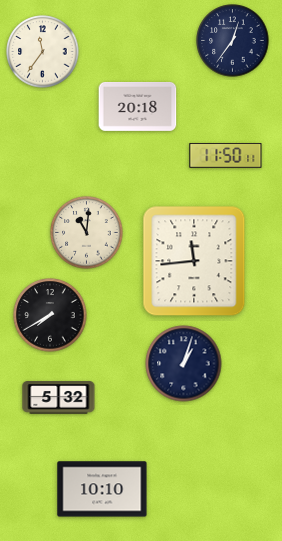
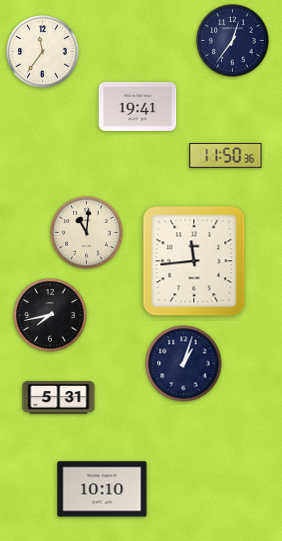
clock at (138, 106): 20:18 -> 19:41
clock at (226, 156): 11:50:11 -> 11:50:36
clock at (50, 315): 7:40 -> 7:43
clock at (59, 398): 5:32 -> 5:31
